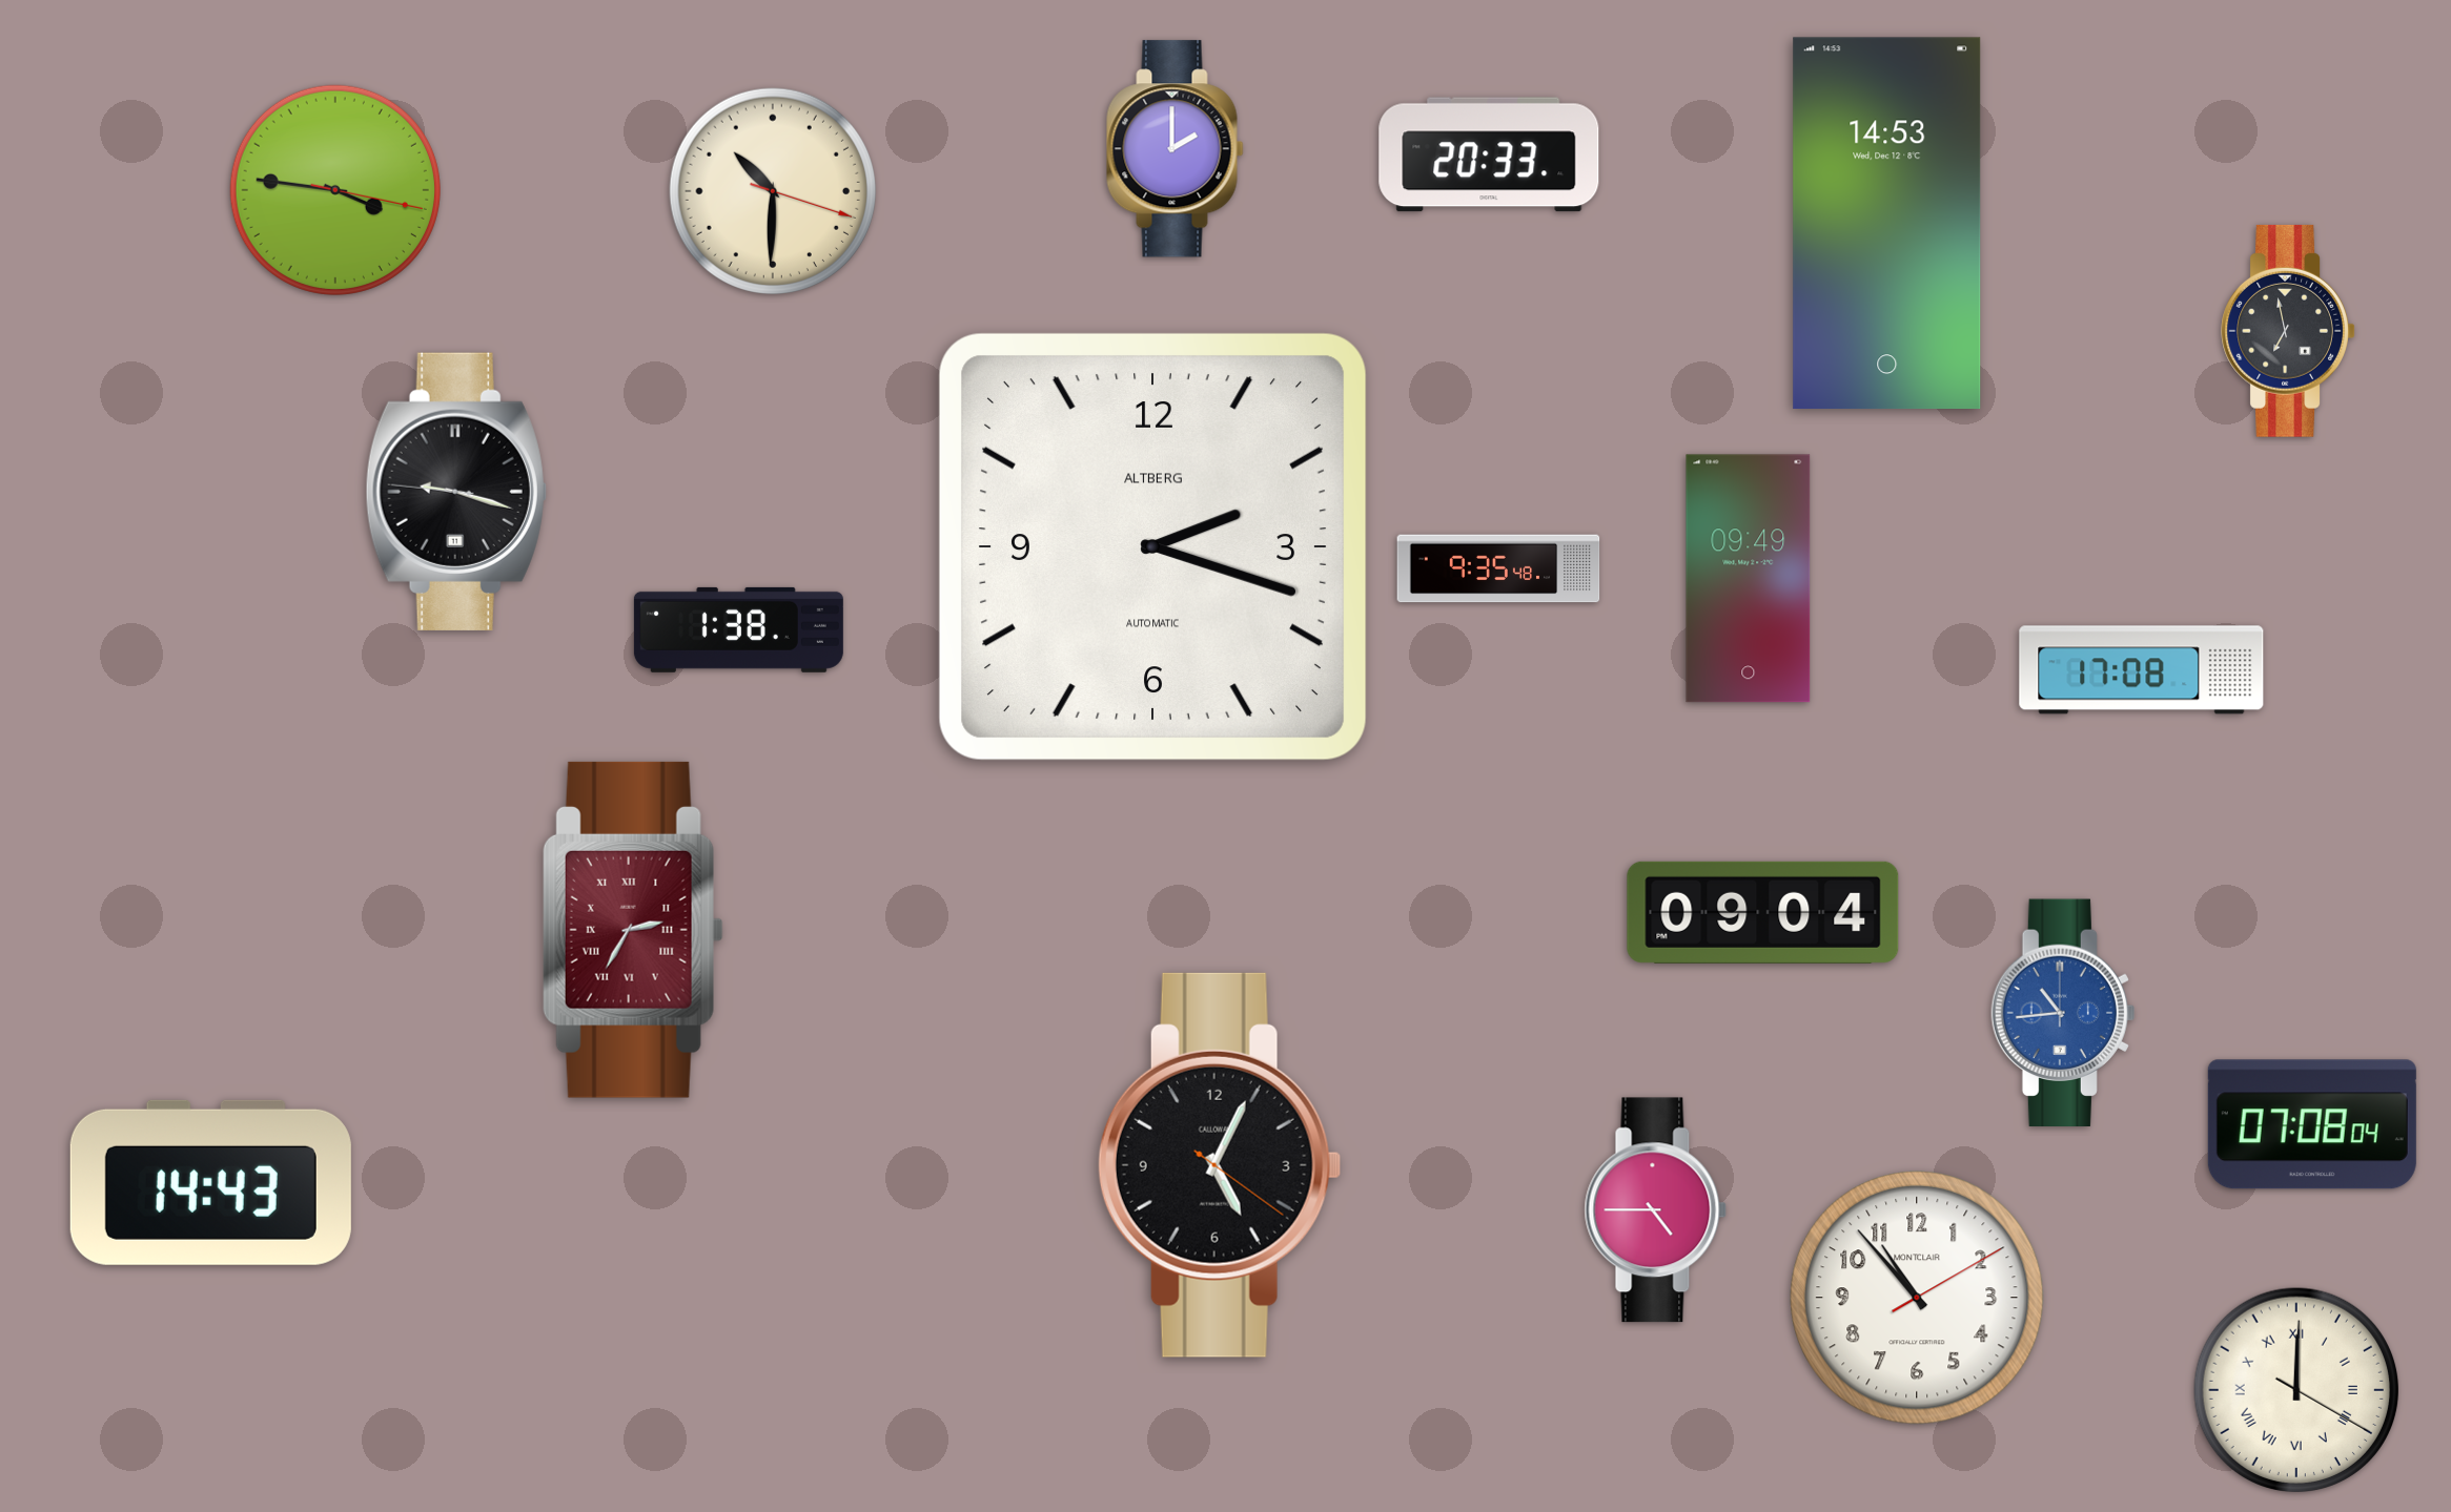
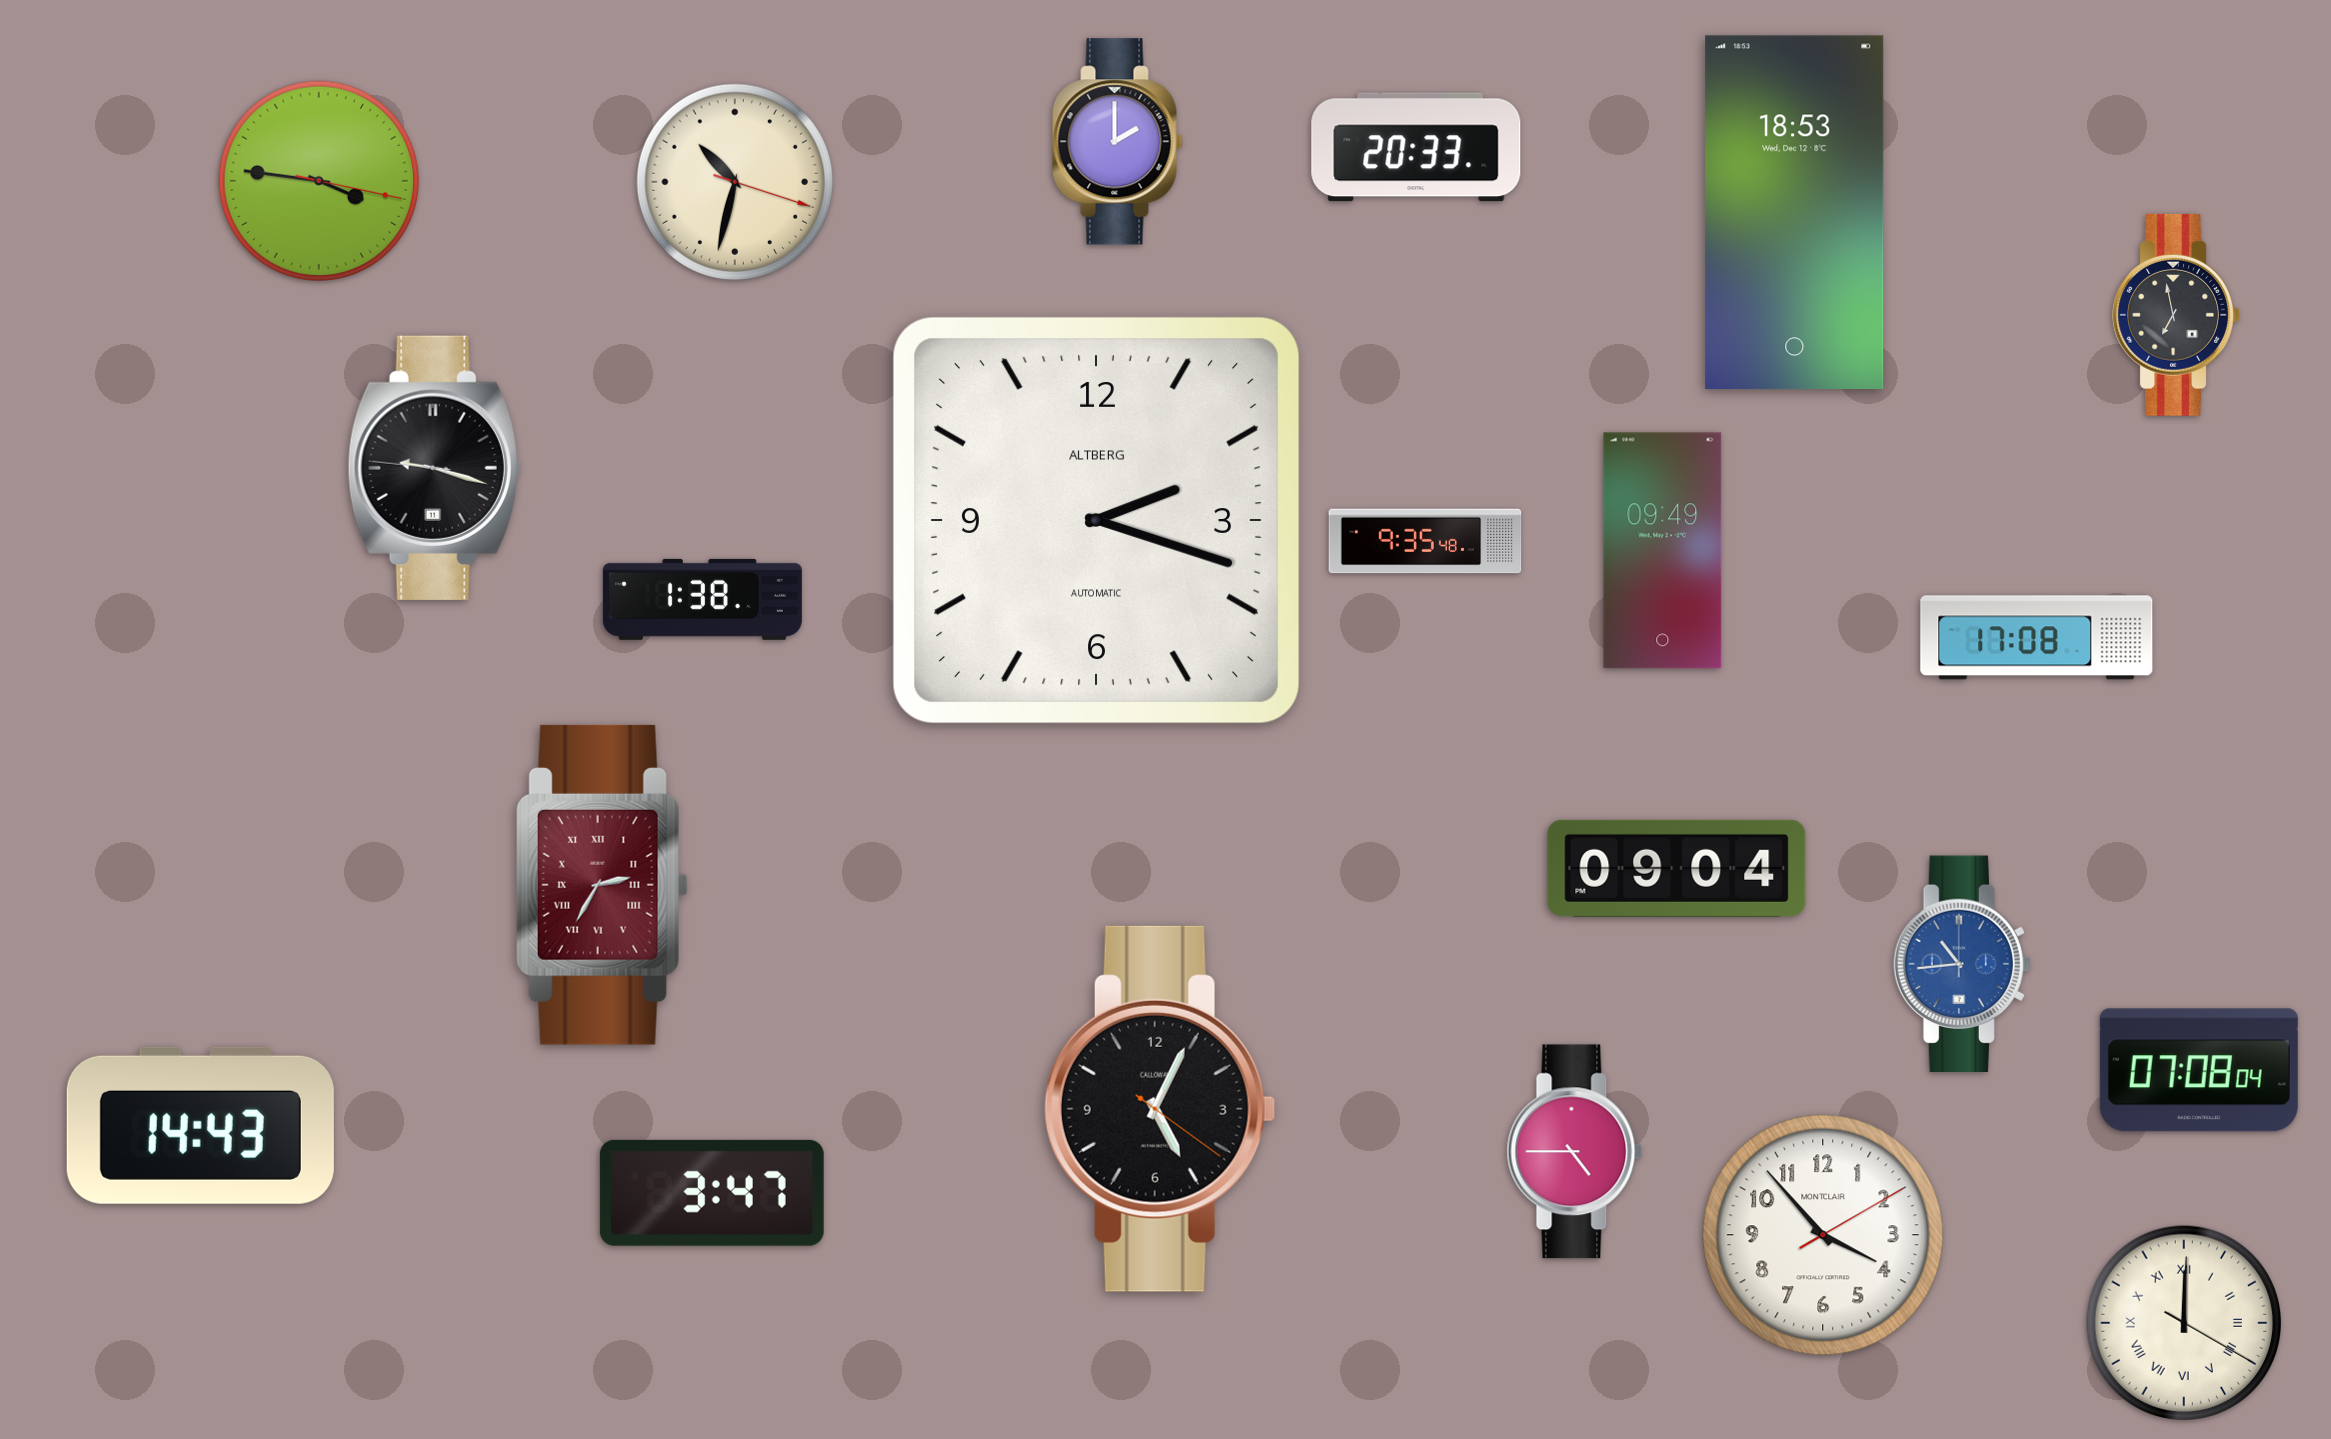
clock at (773, 191): 10:30 -> 10:32
clock at (1887, 224): 14:53 -> 18:53
clock at (712, 1193): none -> 3:47
clock at (1917, 1298): 10:53 -> 3:53
